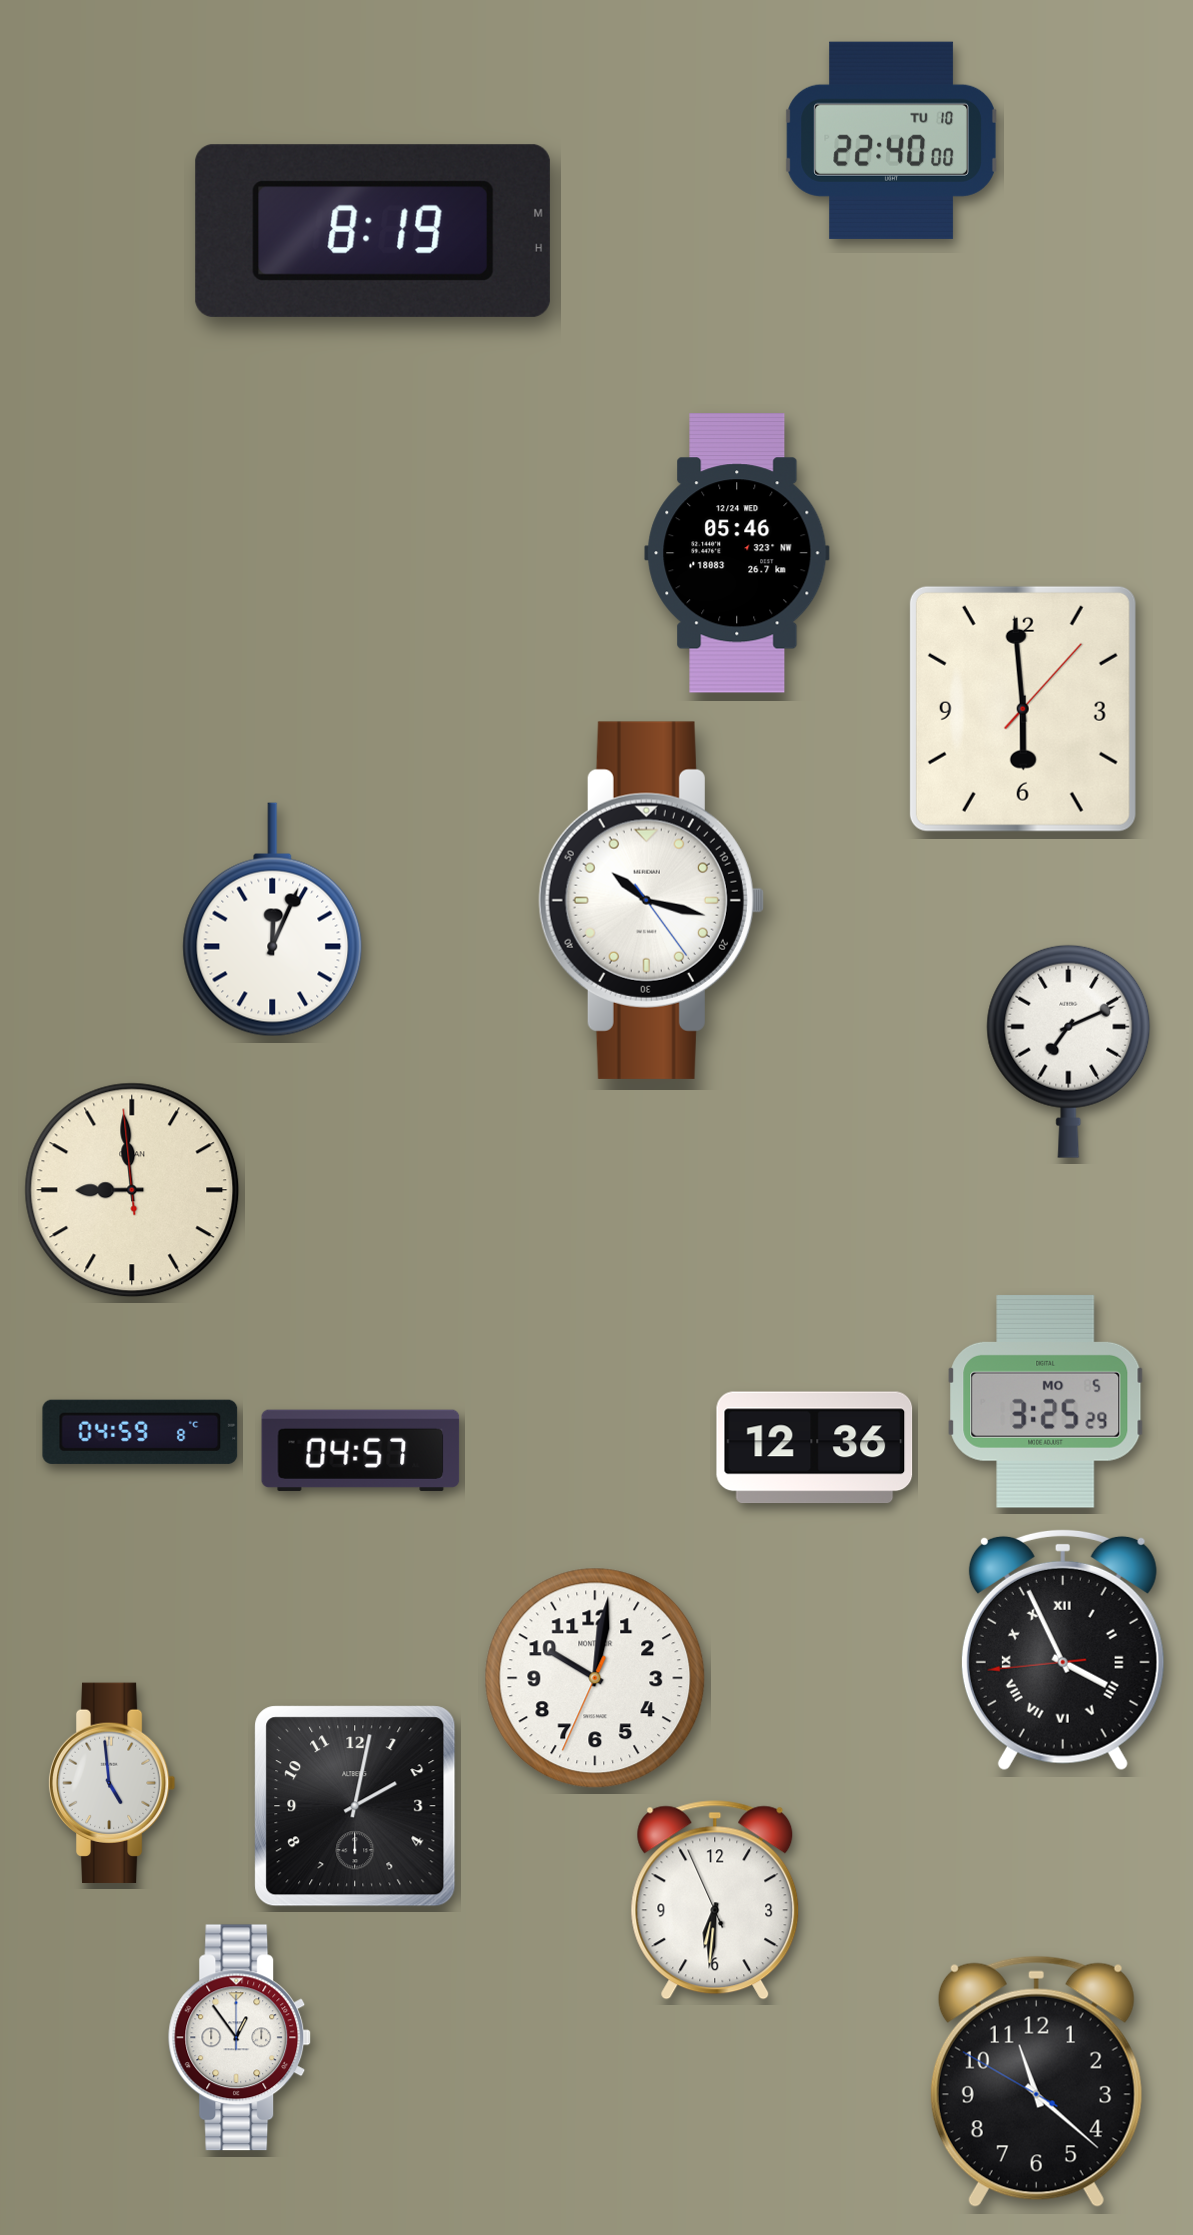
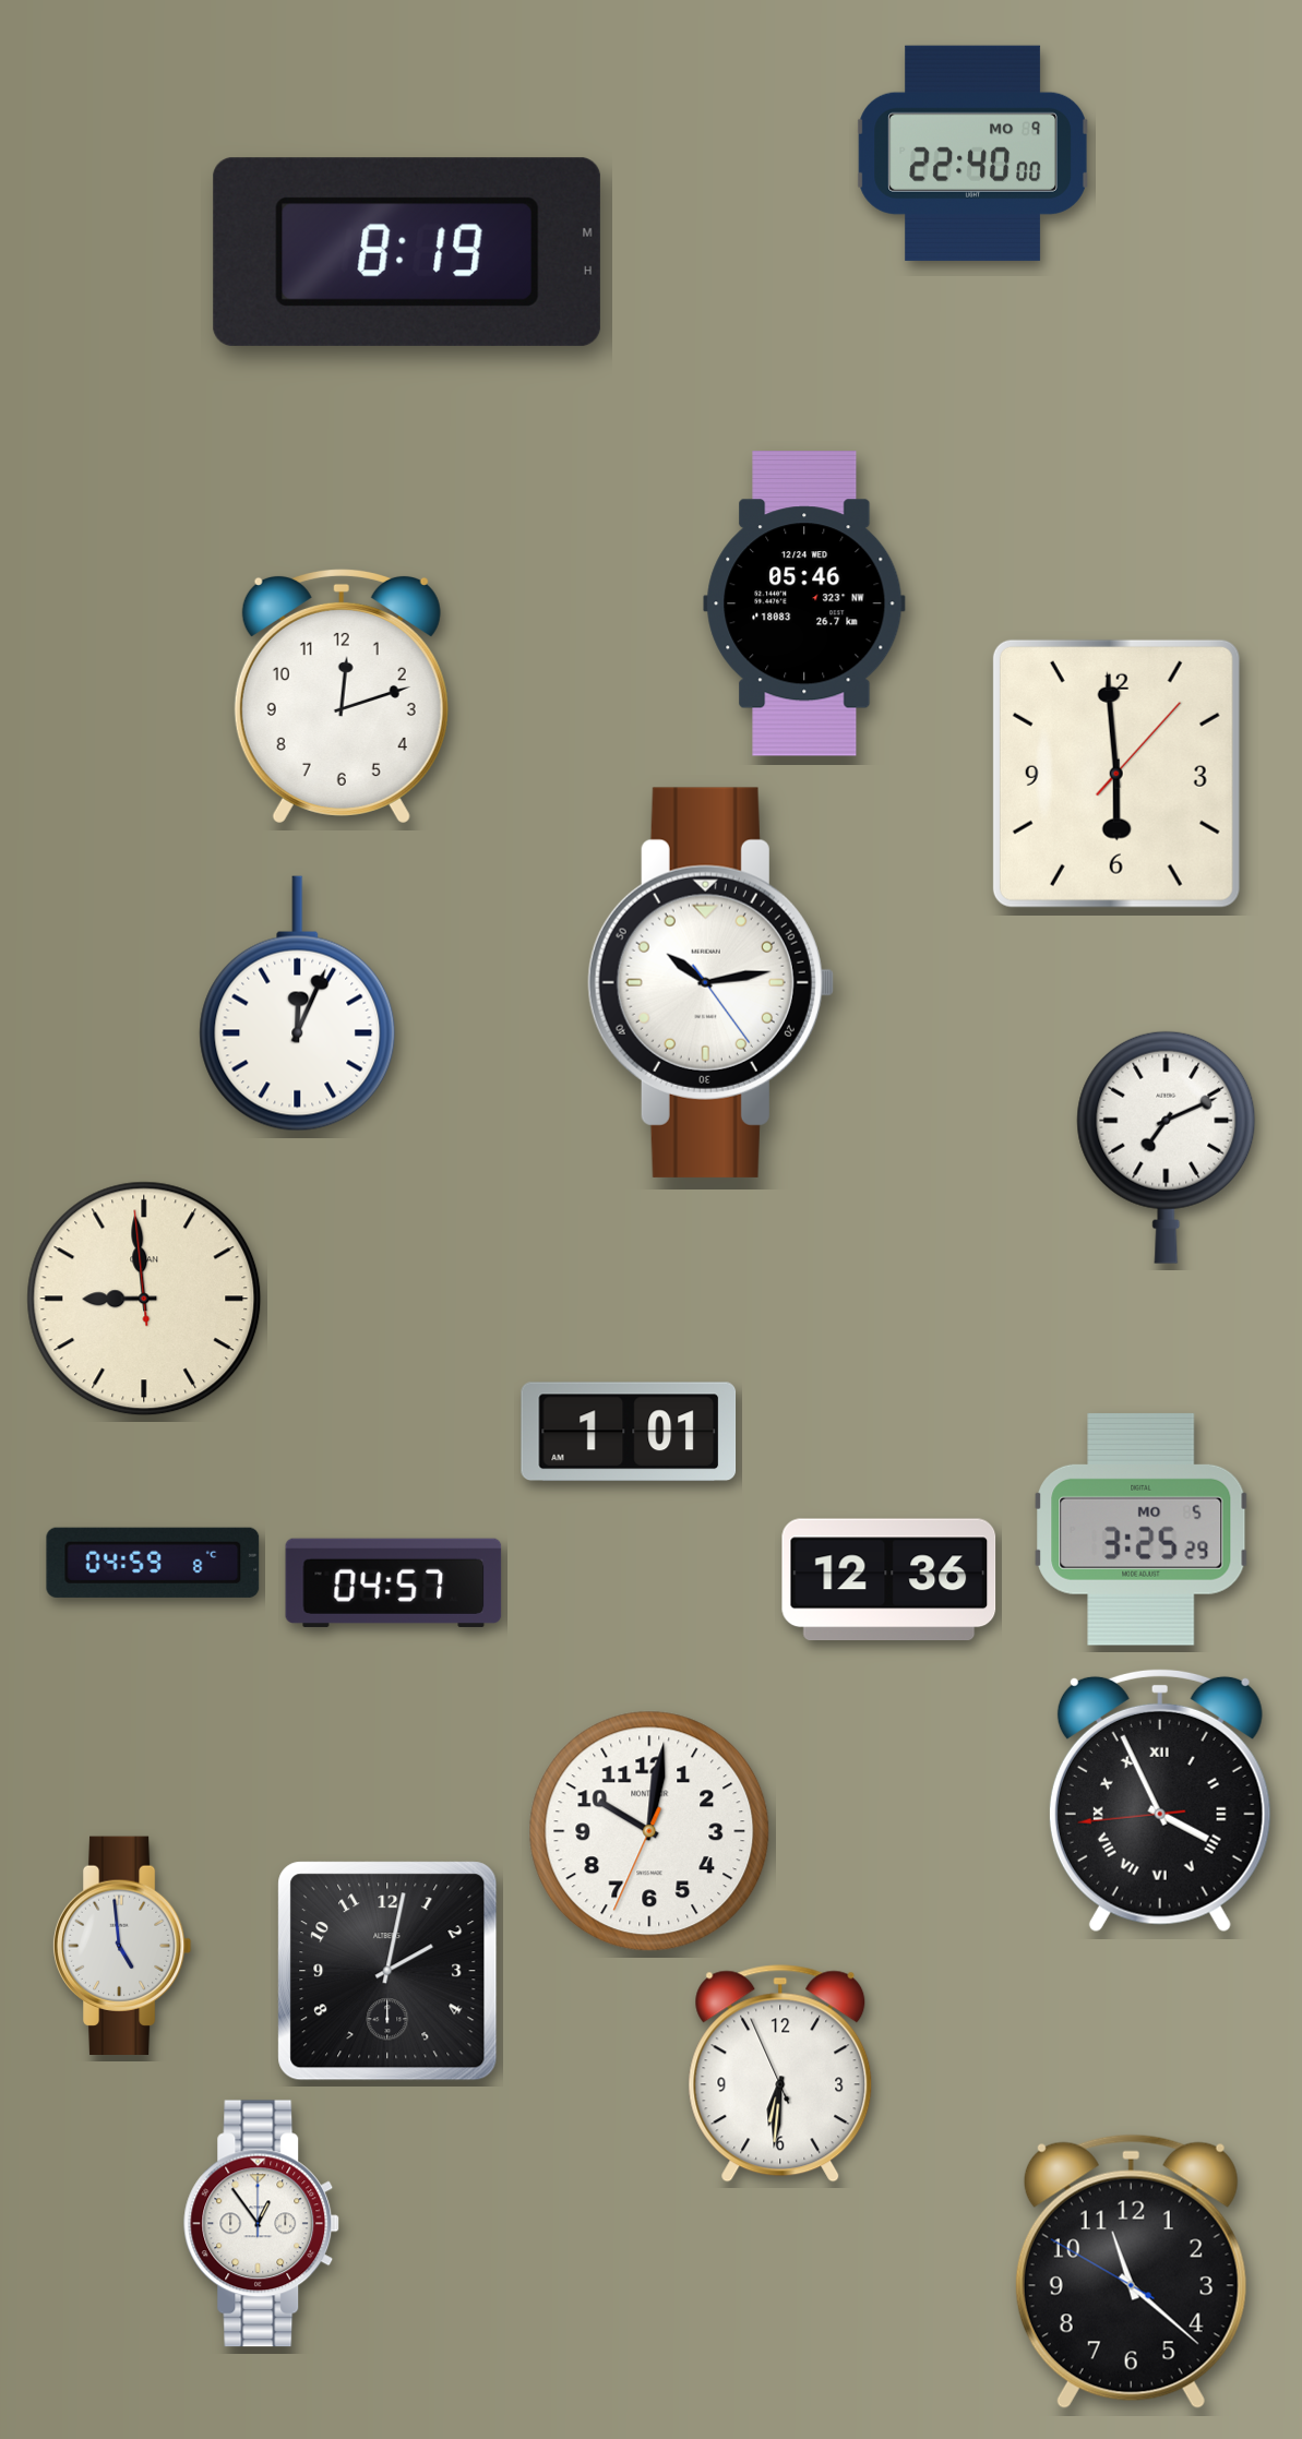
clock at (891, 140) date: TU 10 -> MO 9
clock at (342, 695): none -> 12:12
clock at (651, 900): 10:17 -> 10:13
clock at (629, 1432): none -> 1:01
